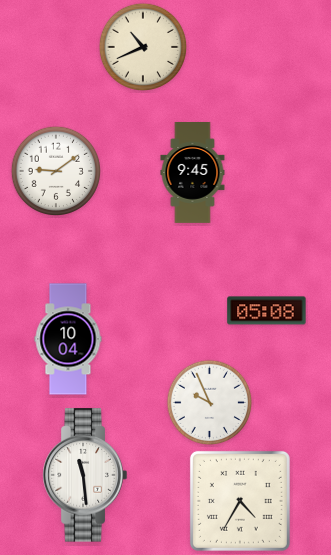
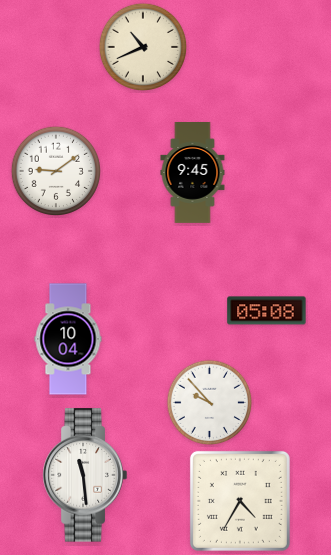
clock at (210, 403): 9:56 -> 9:53
